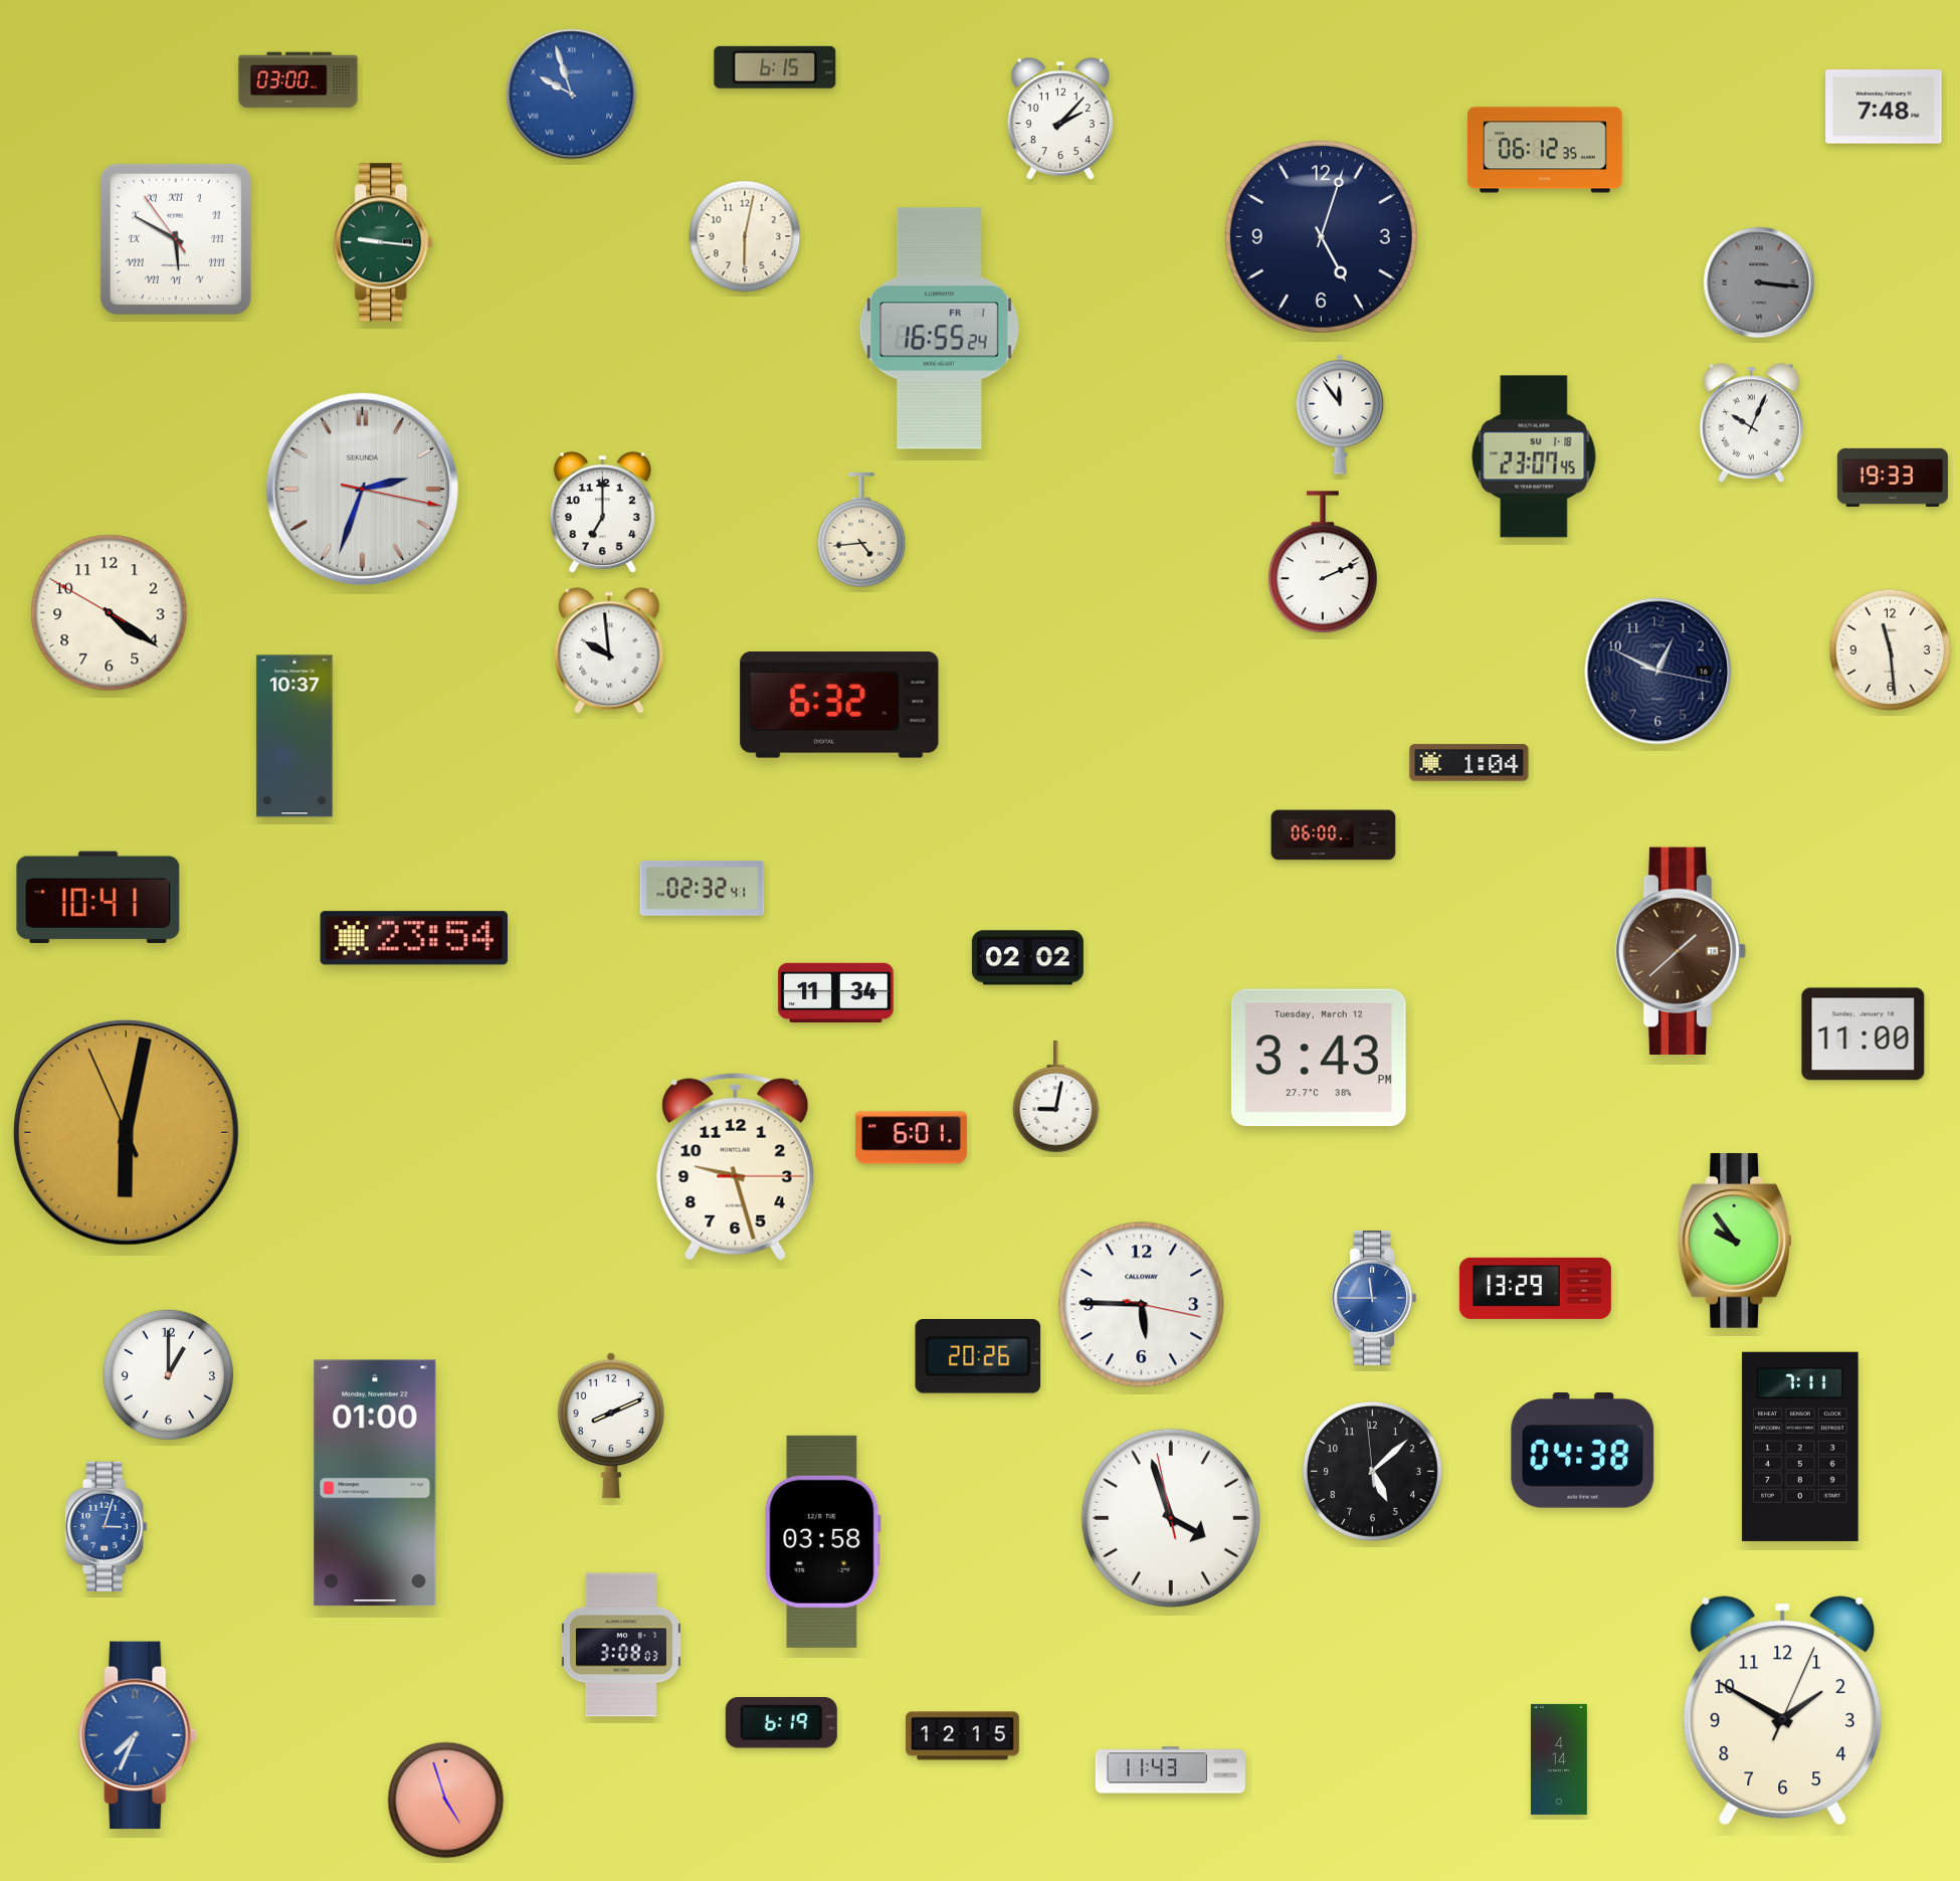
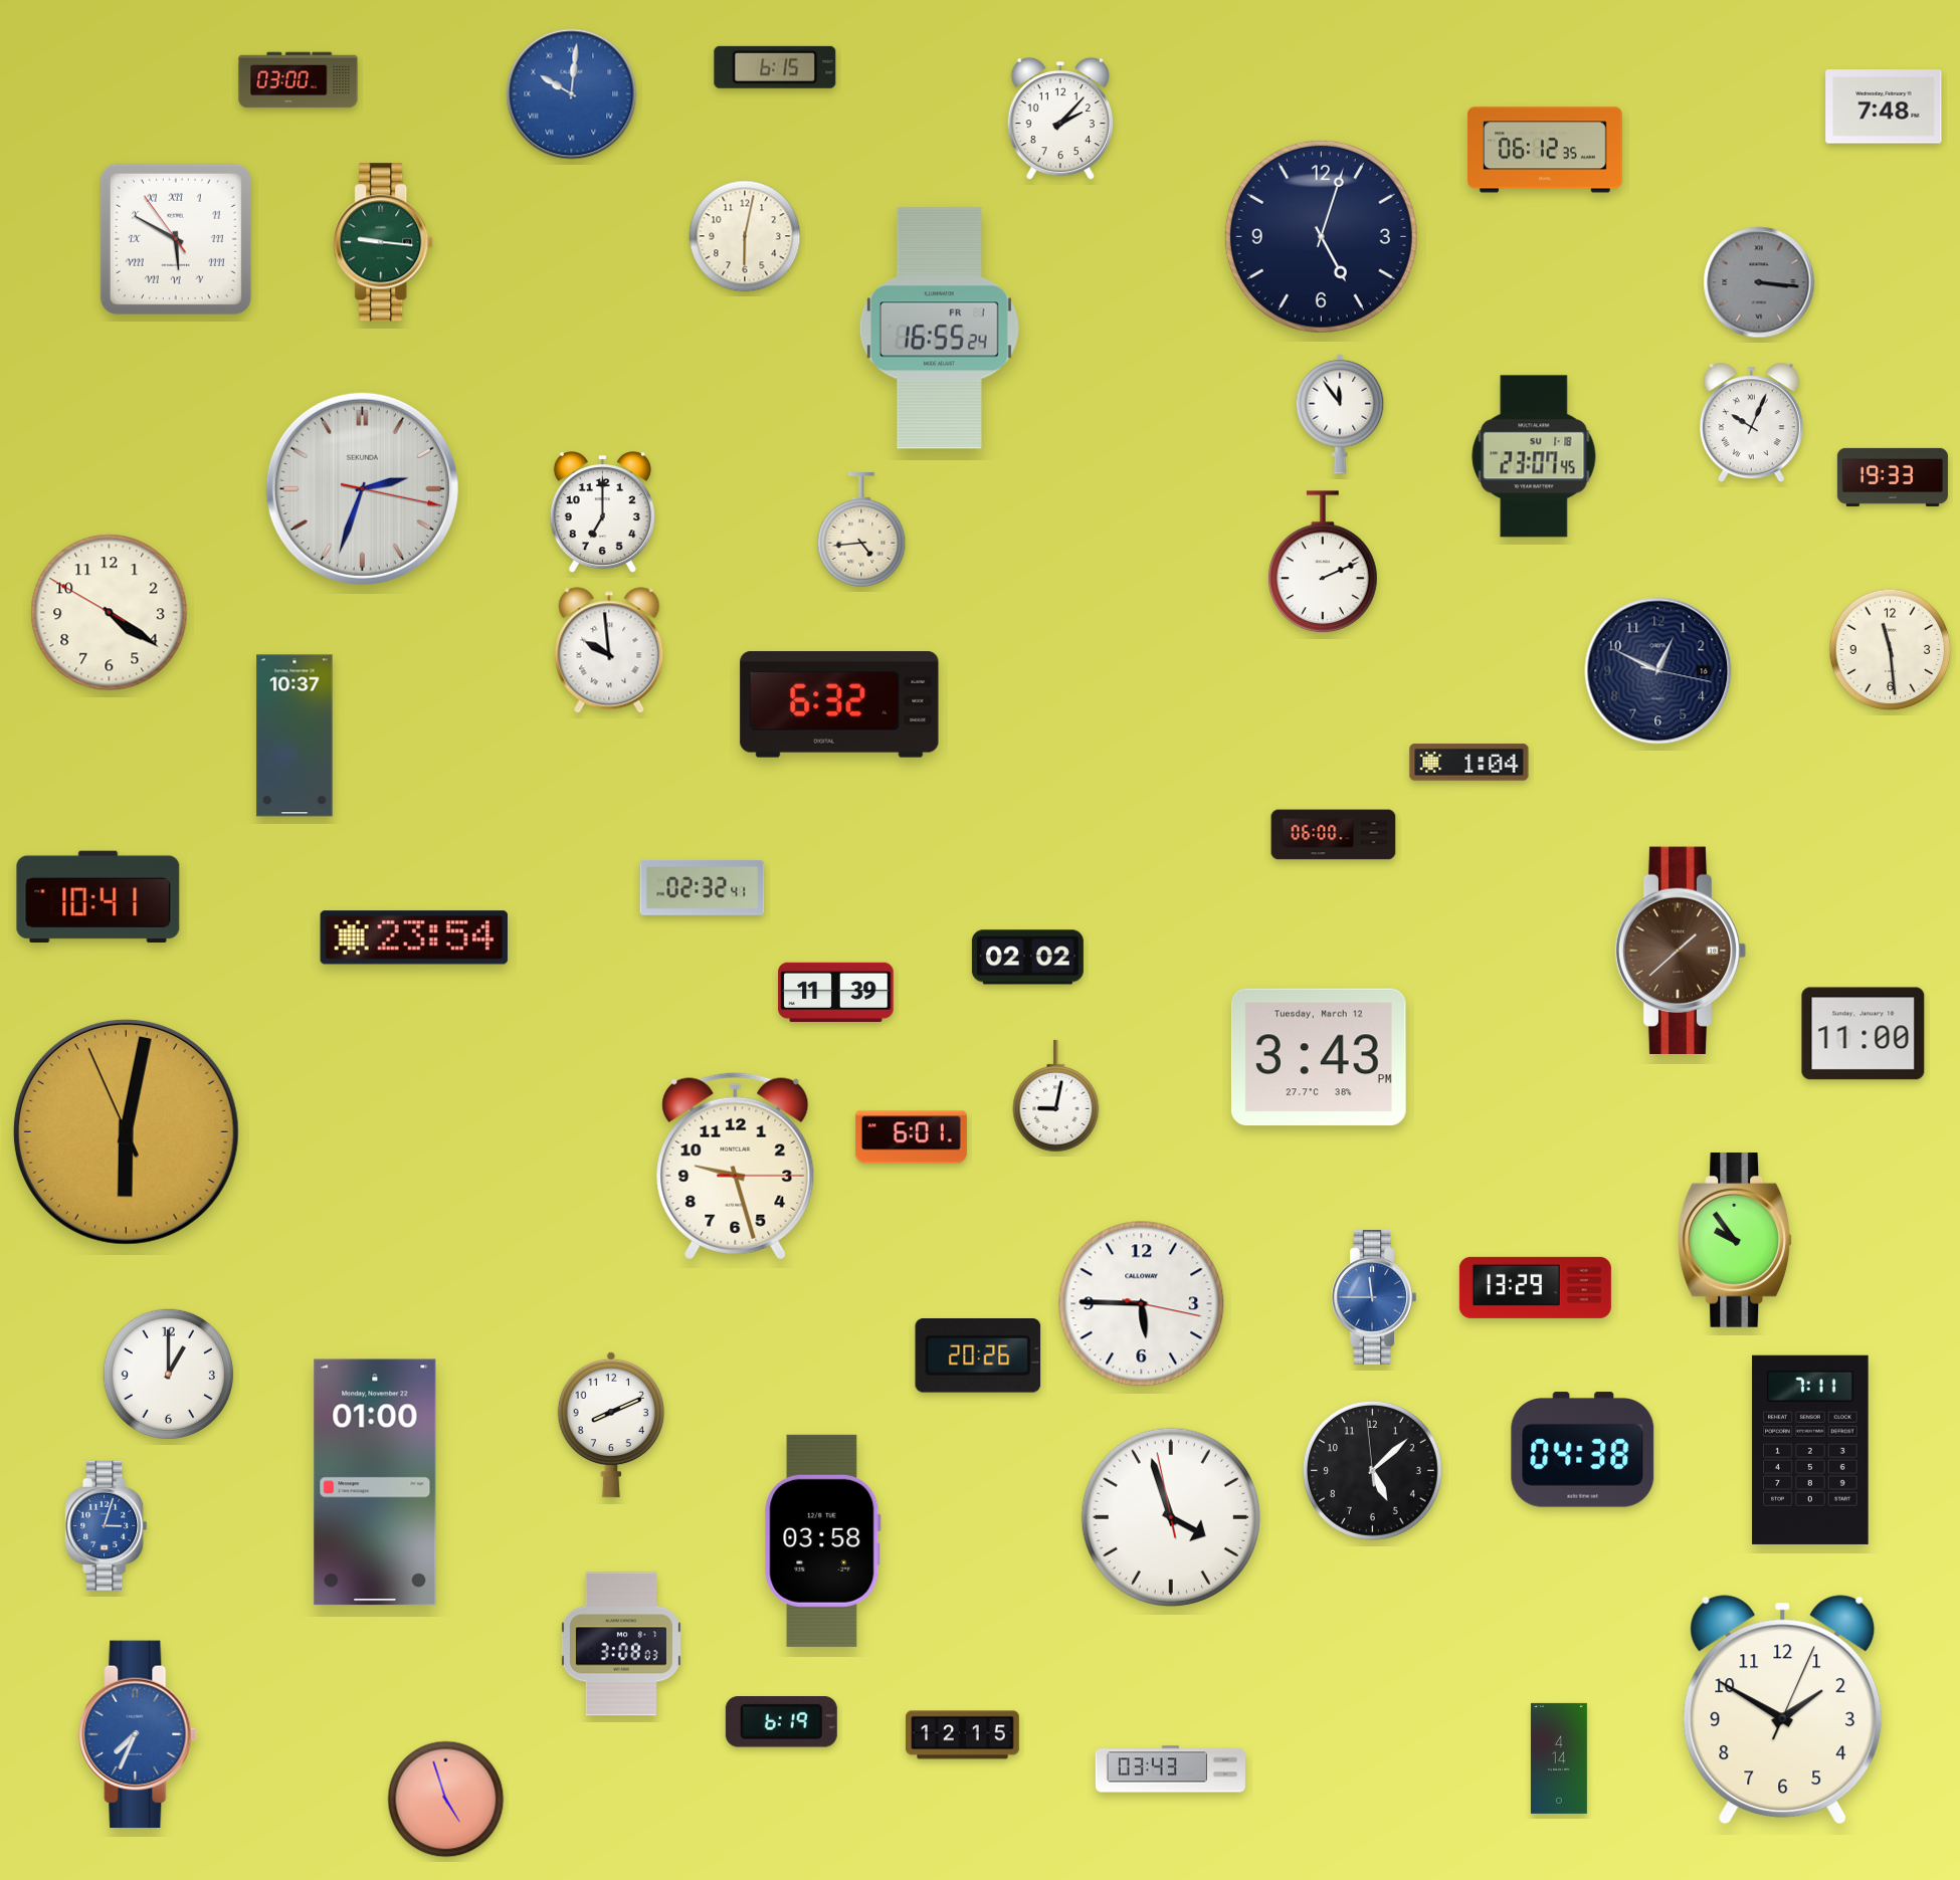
clock at (572, 95): 9:57 -> 10:01
clock at (836, 992): 11:34 -> 11:39
clock at (1800, 1447) position: (1800, 1447) -> (1810, 1450)
clock at (1170, 1770): 11:43 -> 03:43
